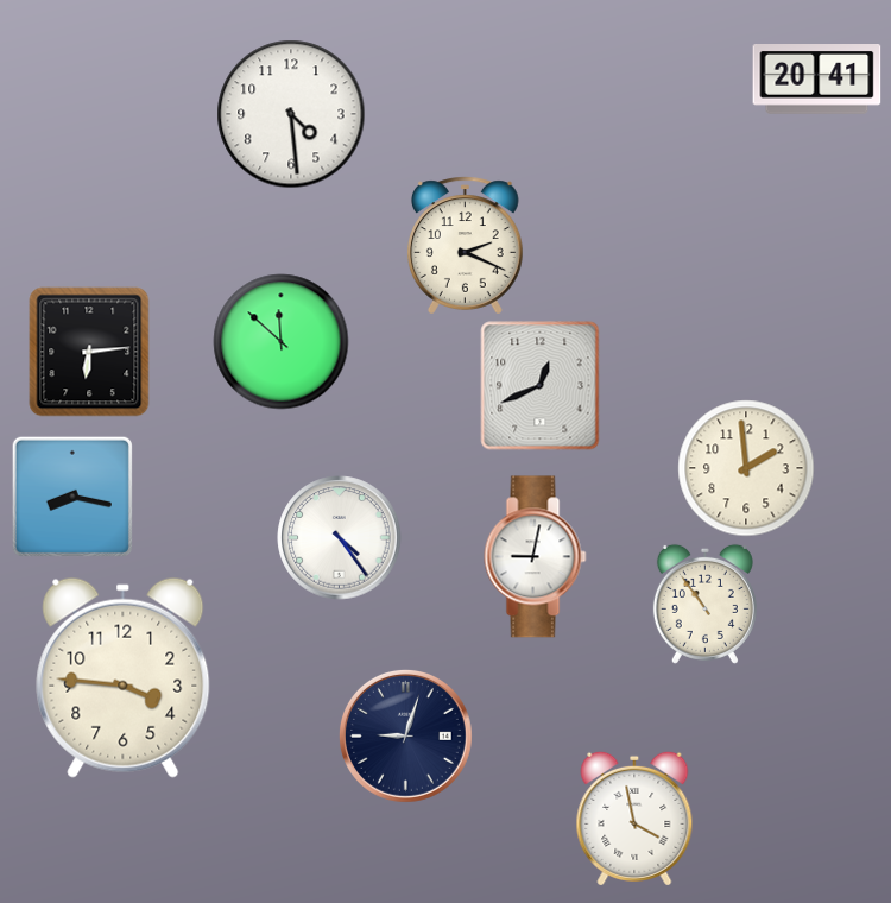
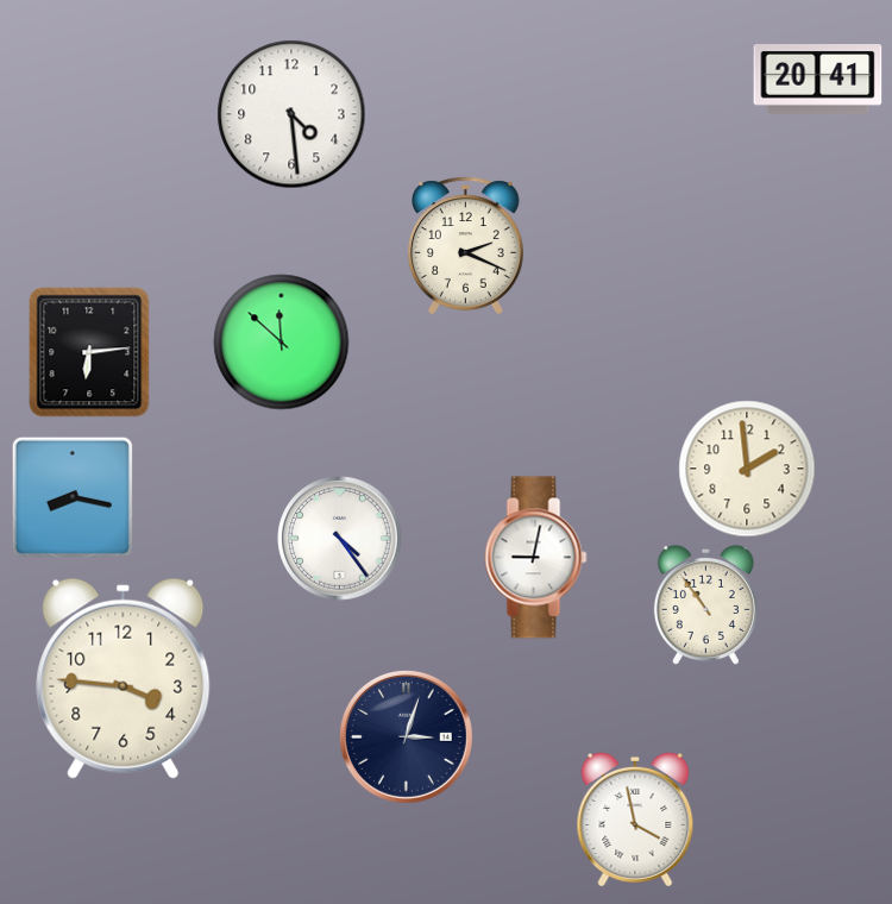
clock at (541, 386): 12:41 -> none
clock at (405, 735): 9:03 -> 3:03
